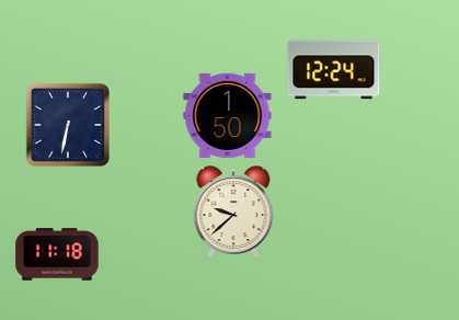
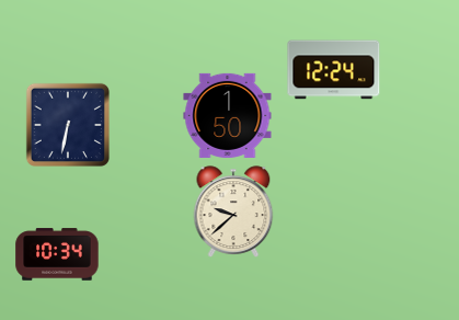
clock at (57, 254): 11:18 -> 10:34
